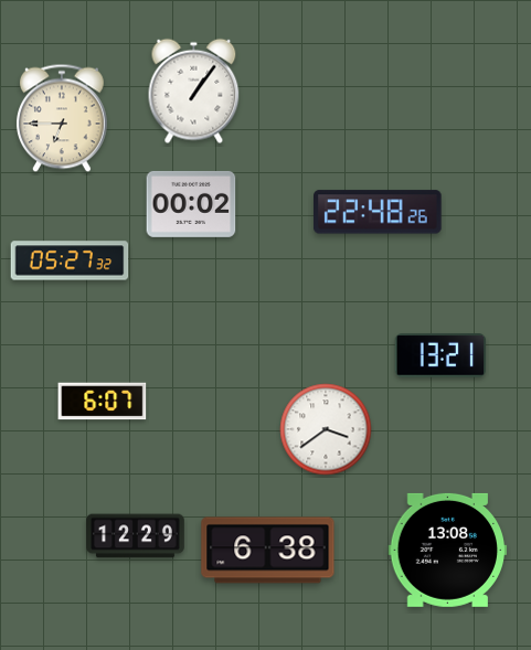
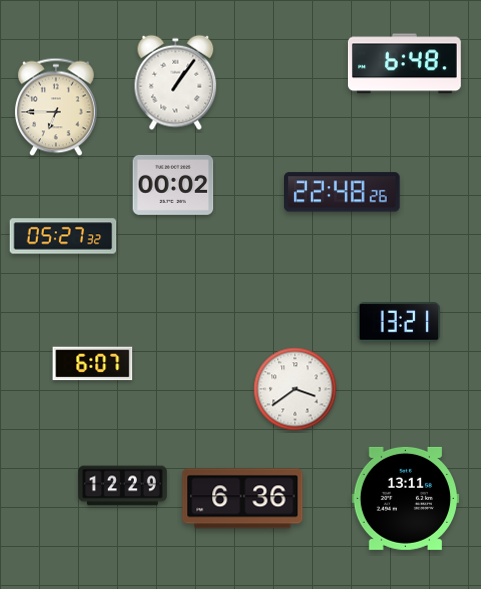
clock at (404, 64): none -> 6:48
clock at (448, 550): 13:08 -> 13:11
clock at (268, 551): 6:38 -> 6:36
